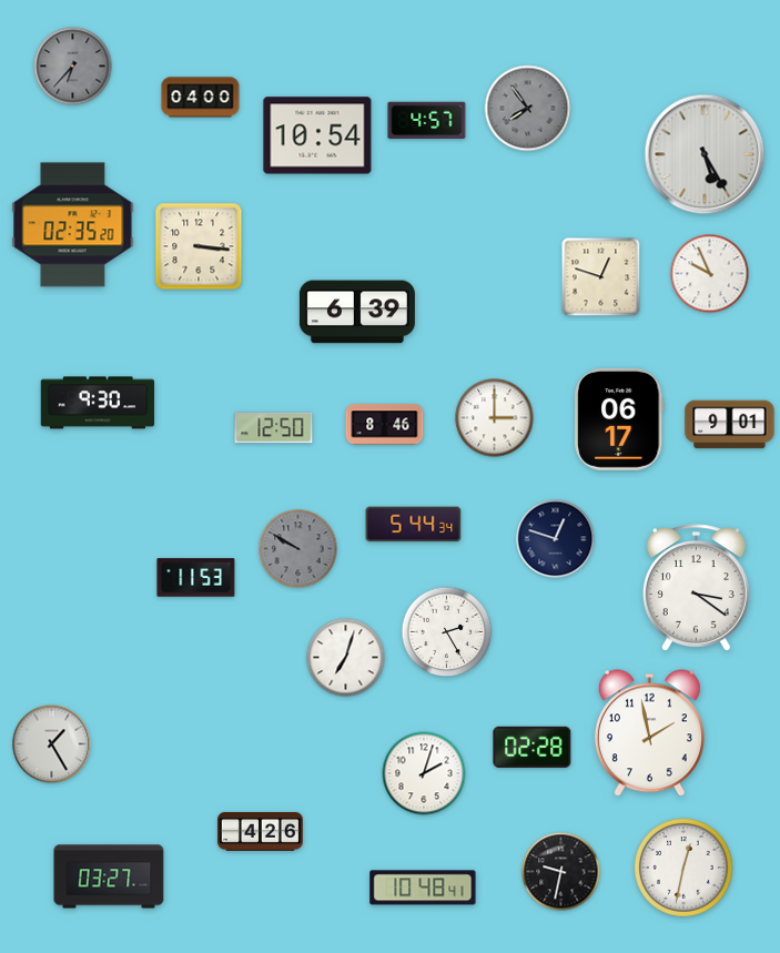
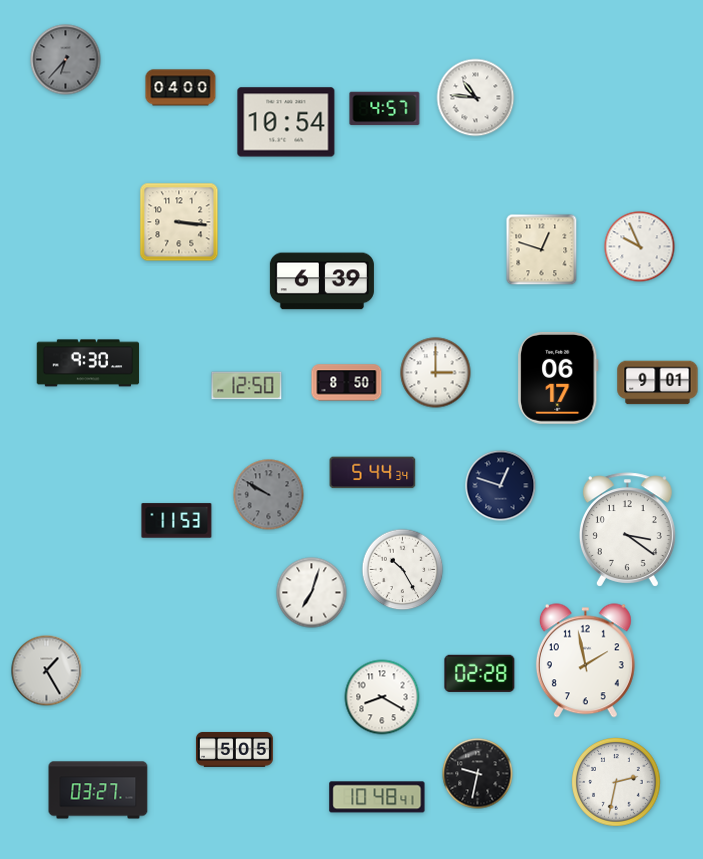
clock at (528, 109): 7:54 -> 10:46
clock at (528, 109) dial: grey -> white
clock at (705, 154): 5:25 -> none
clock at (73, 225): 02:35 -> none
clock at (495, 418) position: (495, 418) -> (436, 373)
clock at (385, 425): 8:46 -> 8:50
clock at (447, 632): 2:25 -> 10:25
clock at (424, 773): 2:03 -> 8:20
clock at (260, 831): 4:26 -> 5:05
clock at (685, 869): 12:32 -> 2:32
clock at (561, 872) position: (561, 872) -> (478, 774)
clock at (423, 888) position: (423, 888) -> (377, 797)
